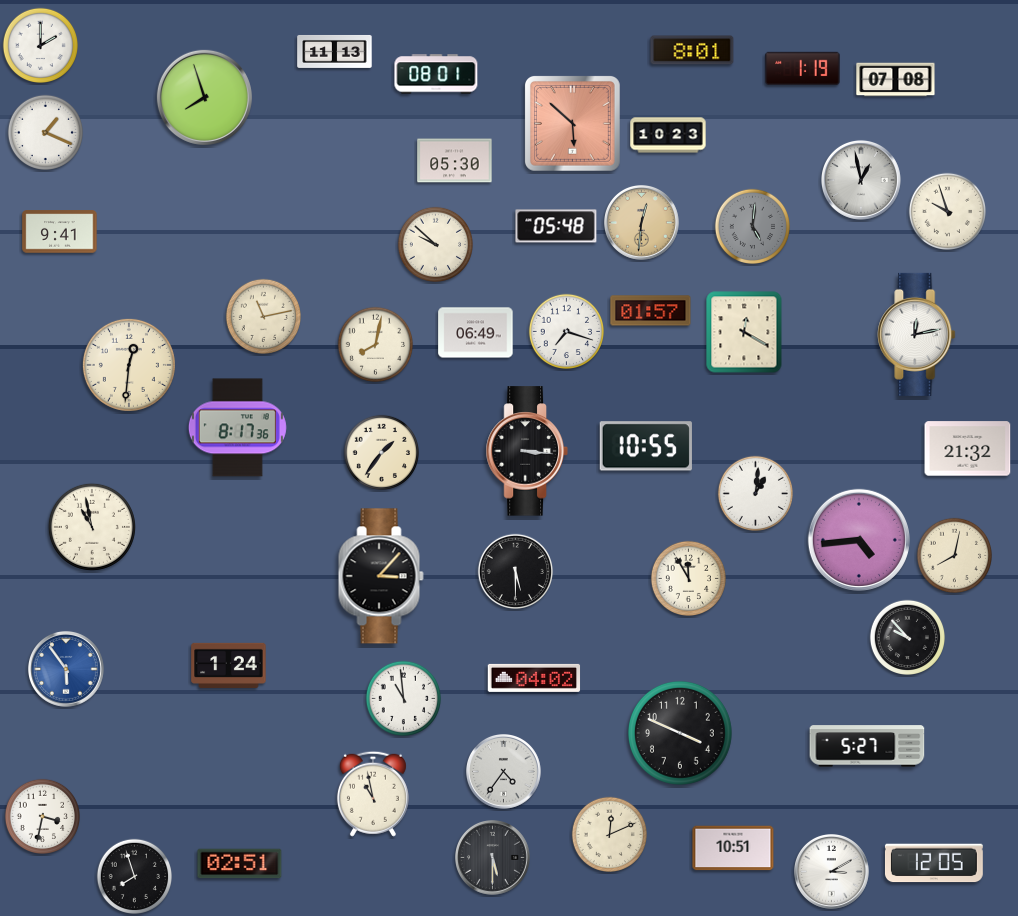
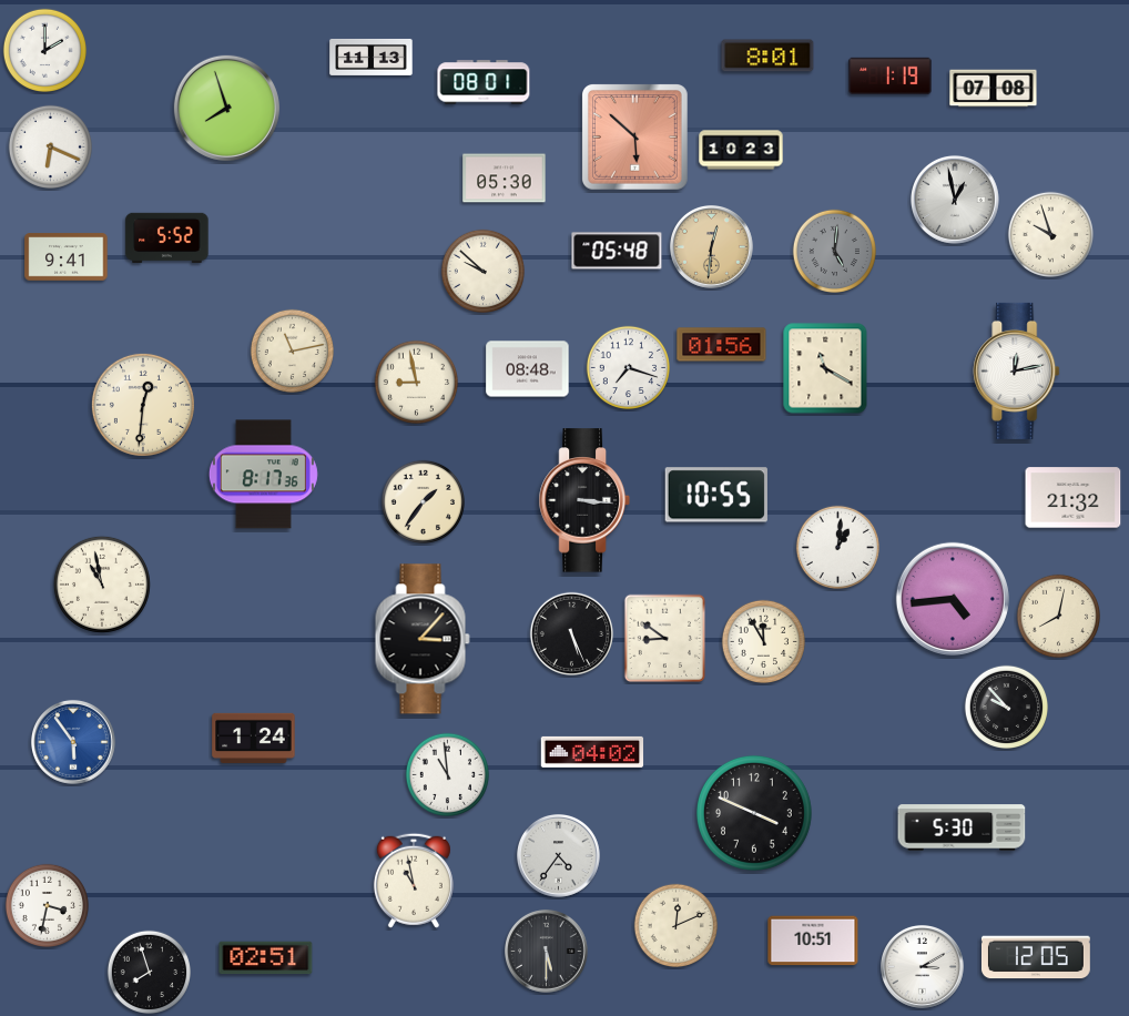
clock at (45, 132): 1:19 -> 6:19
clock at (167, 237): none -> 5:52
clock at (651, 311): 01:57 -> 01:56
clock at (744, 332): 12:20 -> 11:20
clock at (476, 333): 06:49 -> 08:48
clock at (375, 344): 8:02 -> 8:58
clock at (515, 571): 5:30 -> 5:26
clock at (664, 639): none -> 8:51
clock at (867, 746): 5:27 -> 5:30
